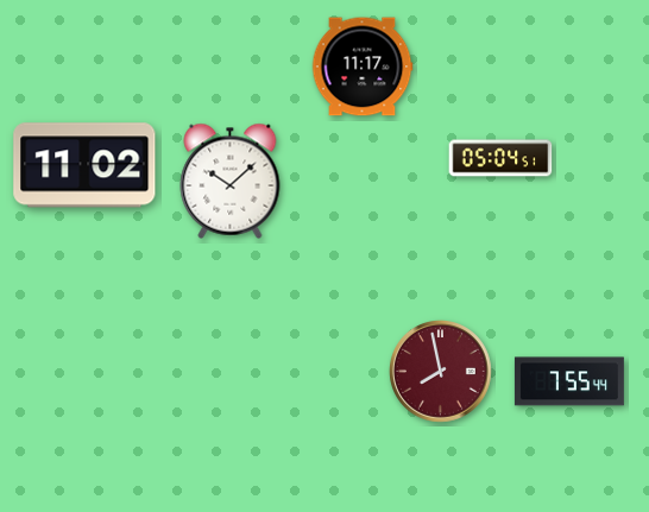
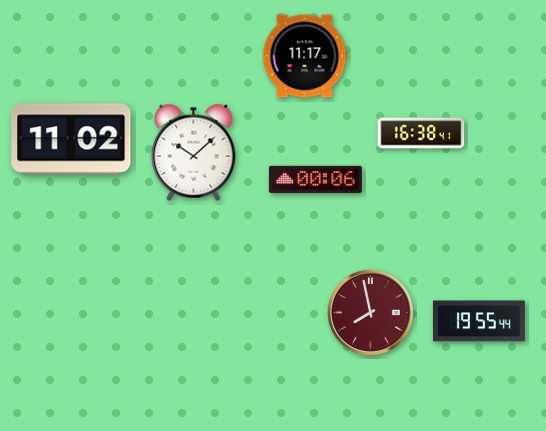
clock at (500, 158): 05:04 -> 16:38
clock at (315, 179): none -> 00:06
clock at (569, 381): 7:55 -> 19:55
